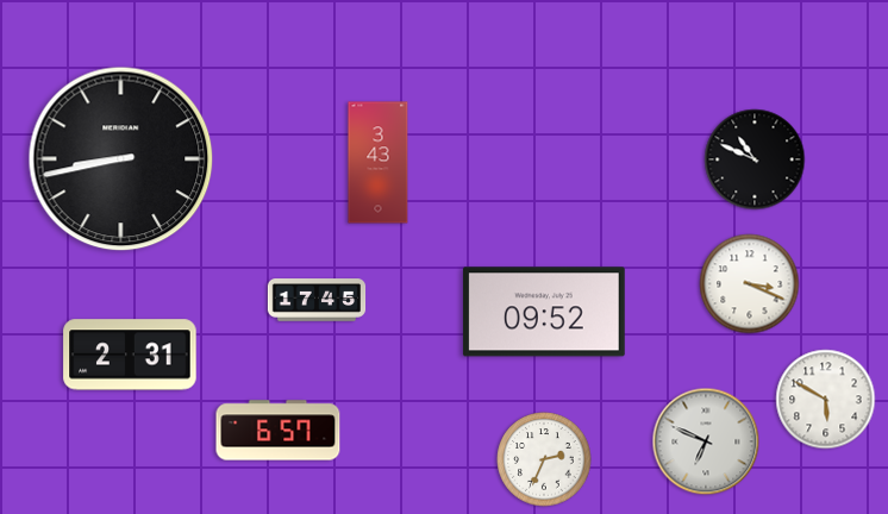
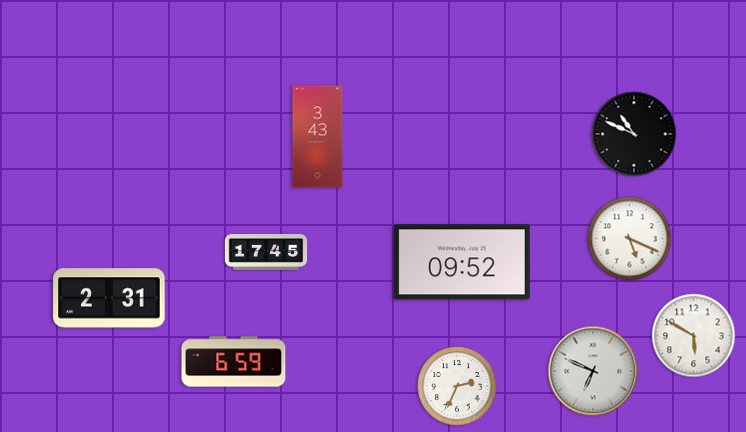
clock at (121, 159): 8:43 -> none
clock at (750, 284): 3:19 -> 5:19
clock at (544, 312) position: (544, 312) -> (462, 262)
clock at (279, 431): 6:57 -> 6:59
